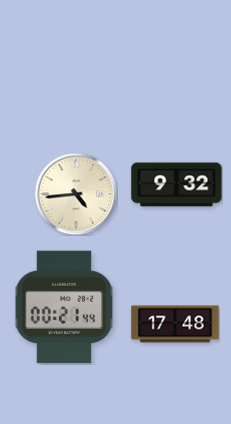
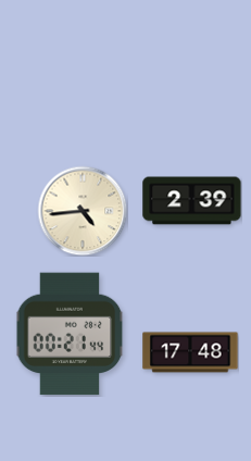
clock at (177, 185): 9:32 -> 2:39
